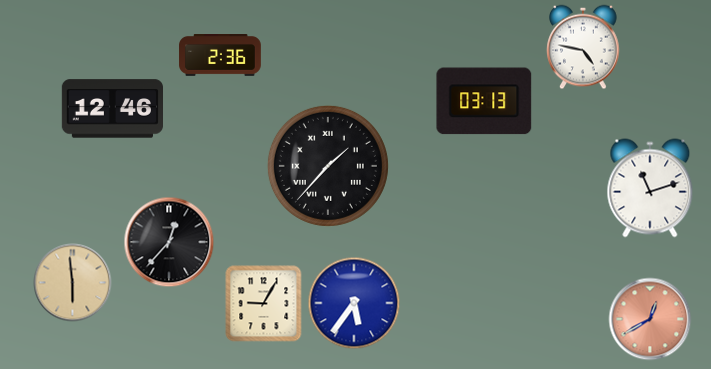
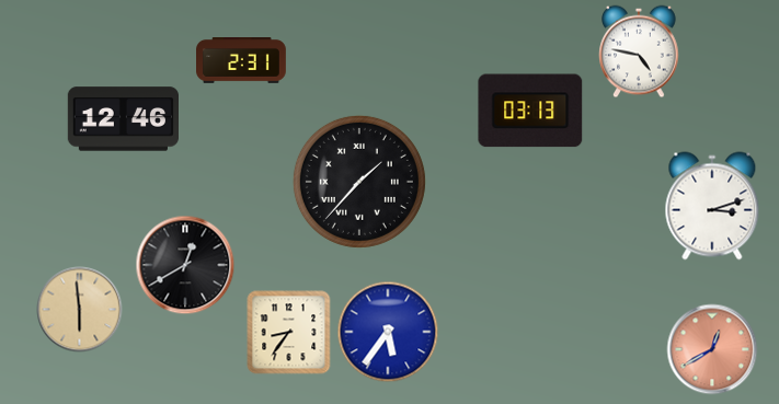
clock at (221, 56): 2:36 -> 2:31
clock at (650, 188): 11:12 -> 3:12
clock at (169, 242): 12:37 -> 12:40
clock at (264, 304): 9:05 -> 8:36
